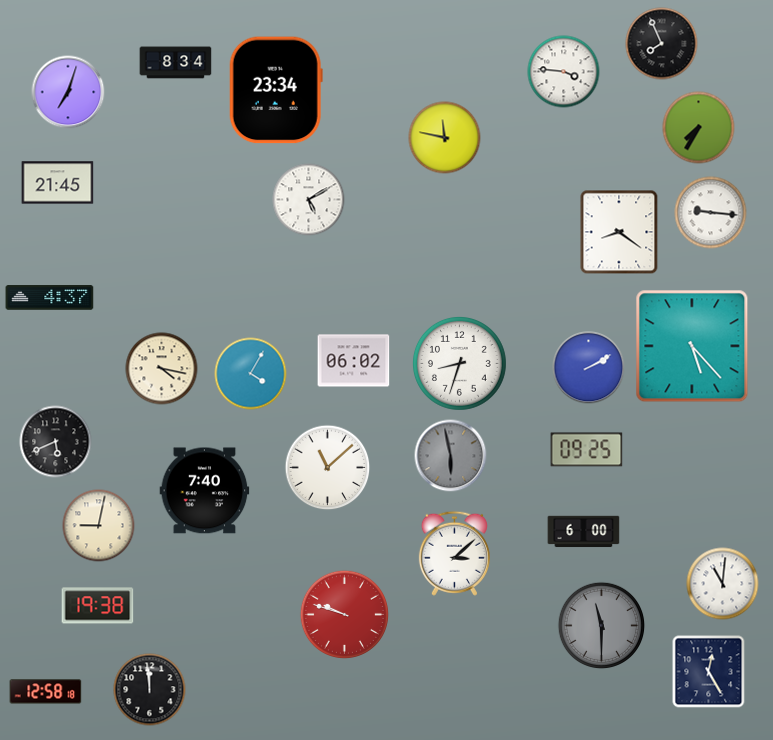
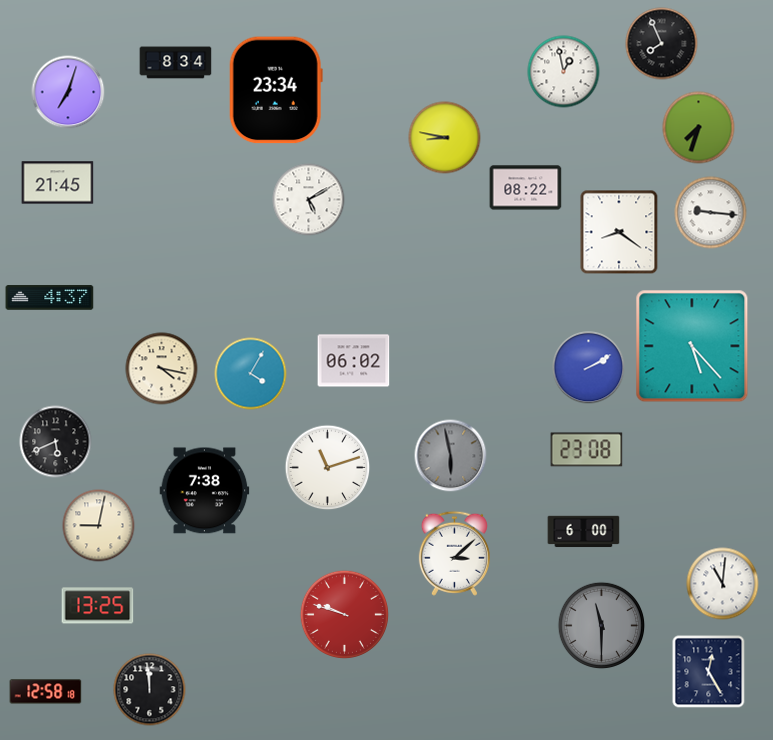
clock at (564, 72): 3:46 -> 12:58
clock at (699, 128): 7:35 -> 7:33
clock at (445, 138): 11:47 -> 8:47
clock at (526, 188): none -> 08:22
clock at (459, 363): 8:33 -> none
clock at (587, 450): 09:25 -> 23:08
clock at (328, 468): 11:08 -> 11:12
clock at (205, 491): 7:40 -> 7:38
clock at (98, 606): 19:38 -> 13:25
